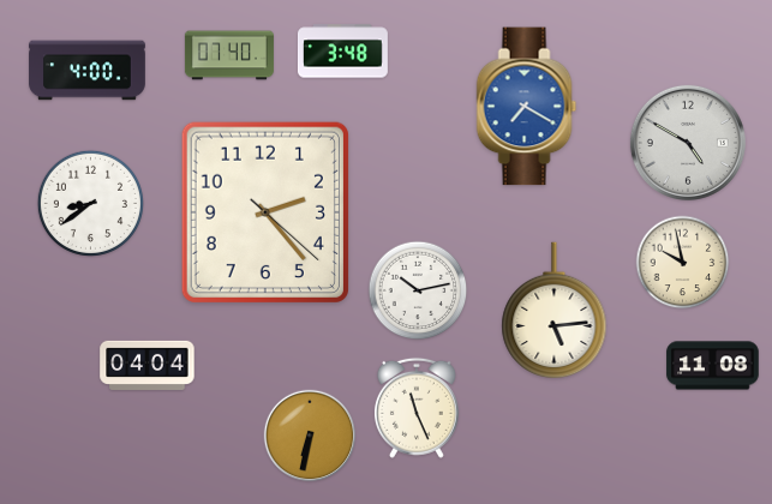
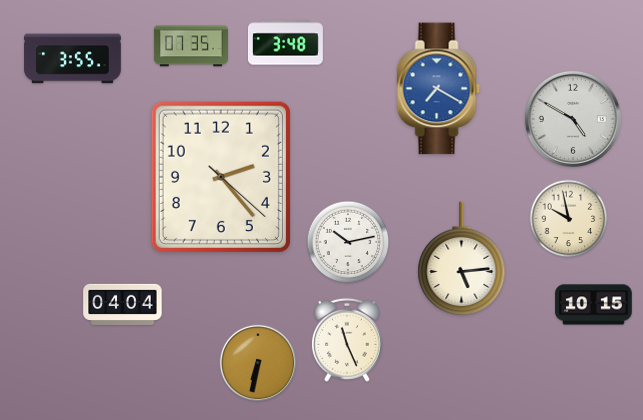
clock at (229, 55): 07:40 -> 07:35
clock at (88, 71): 4:00 -> 3:55
clock at (90, 203): 8:39 -> none
clock at (713, 366): 11:08 -> 10:15
